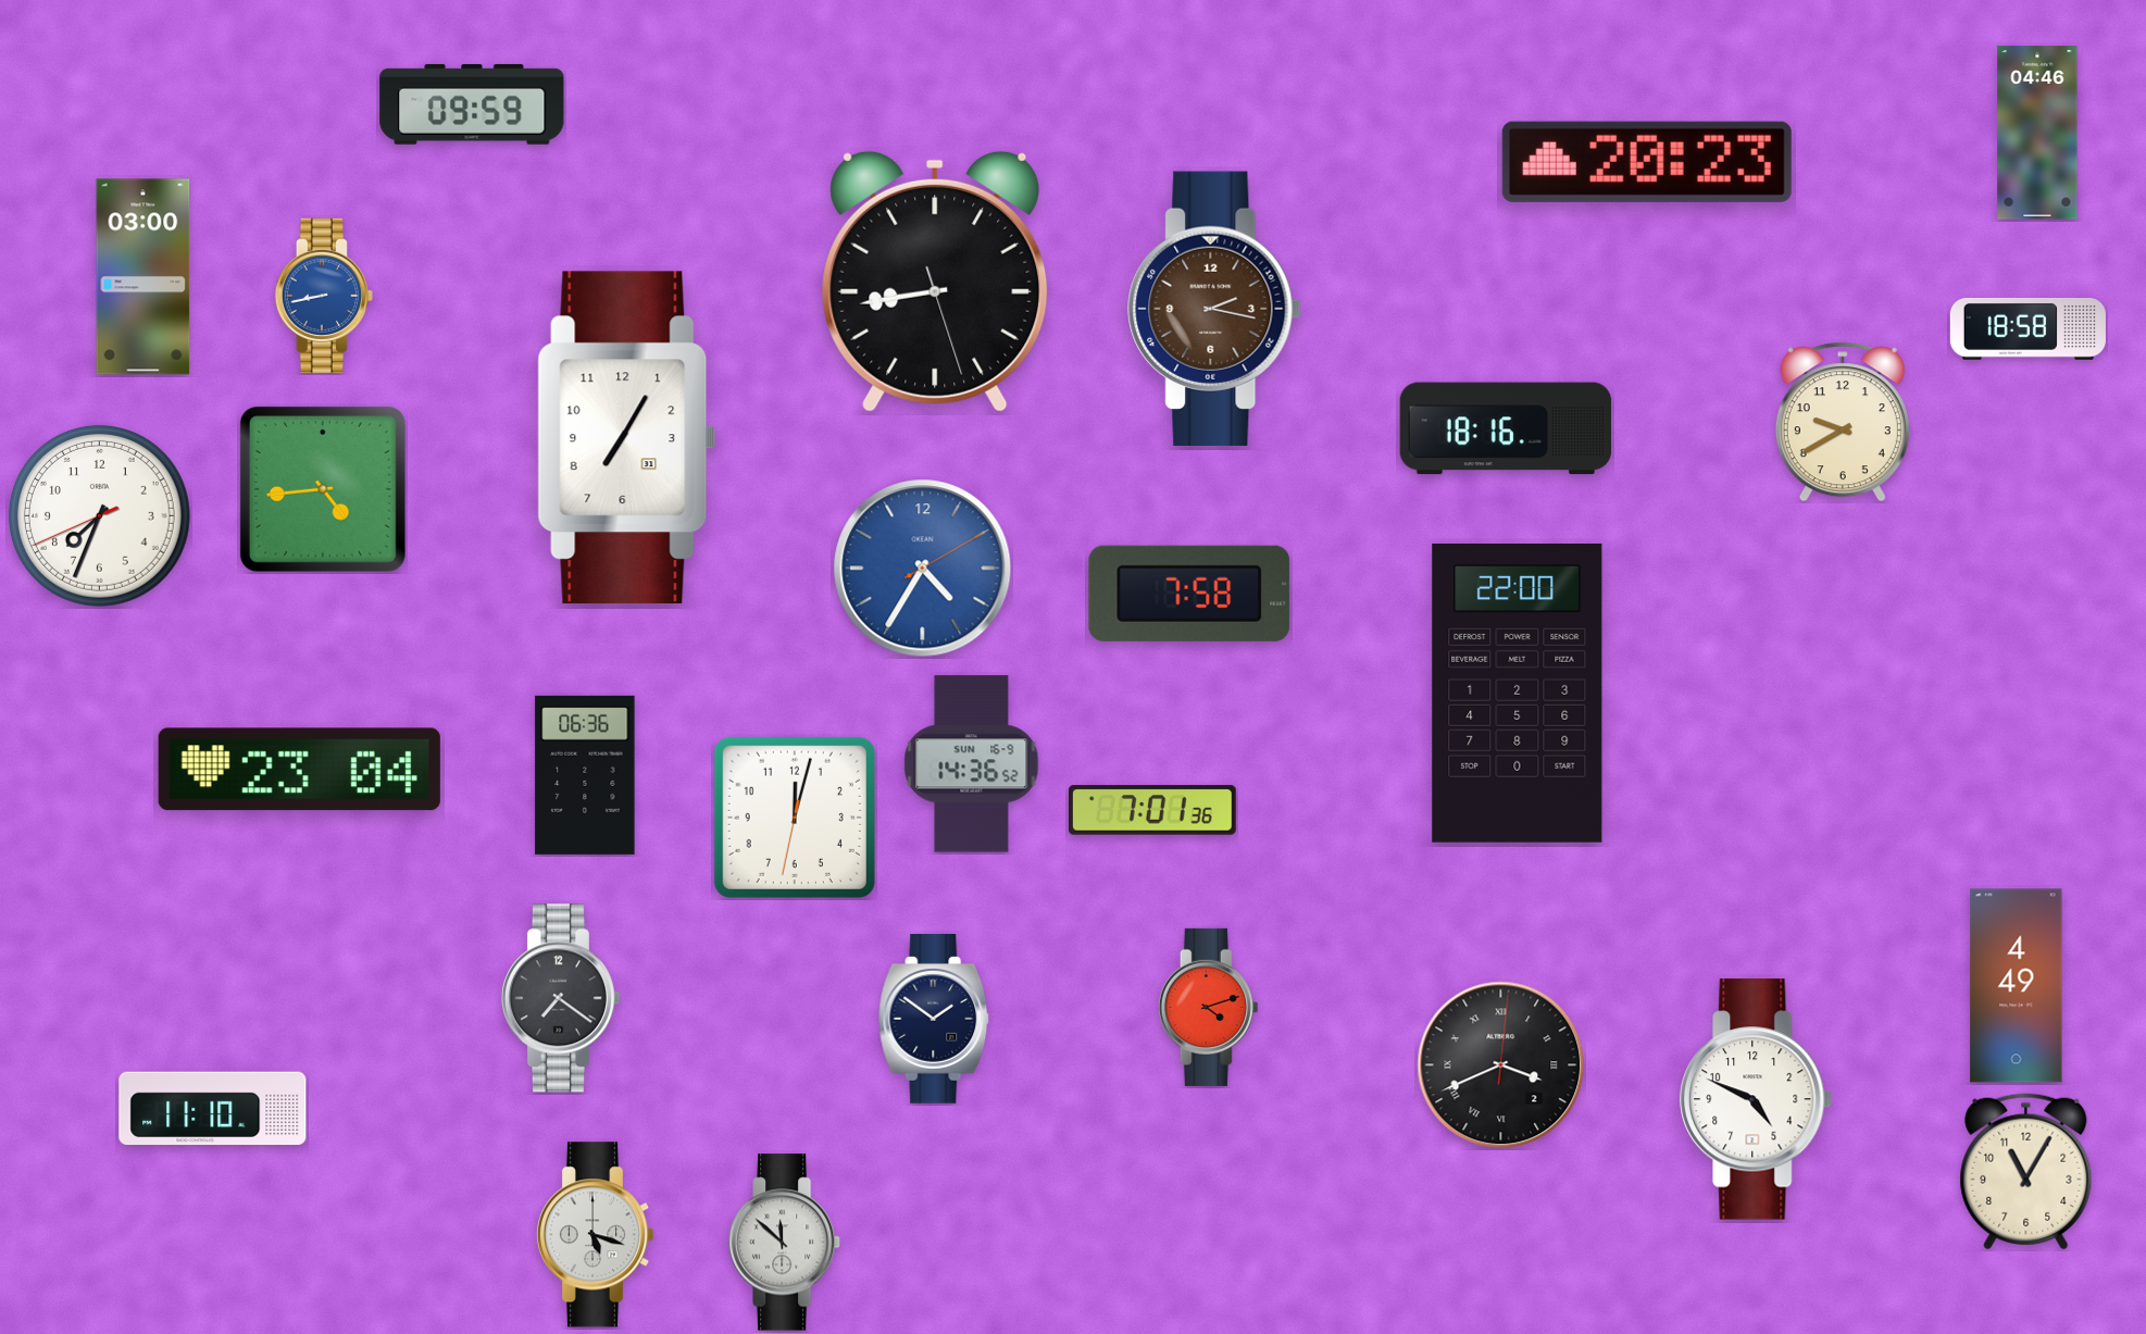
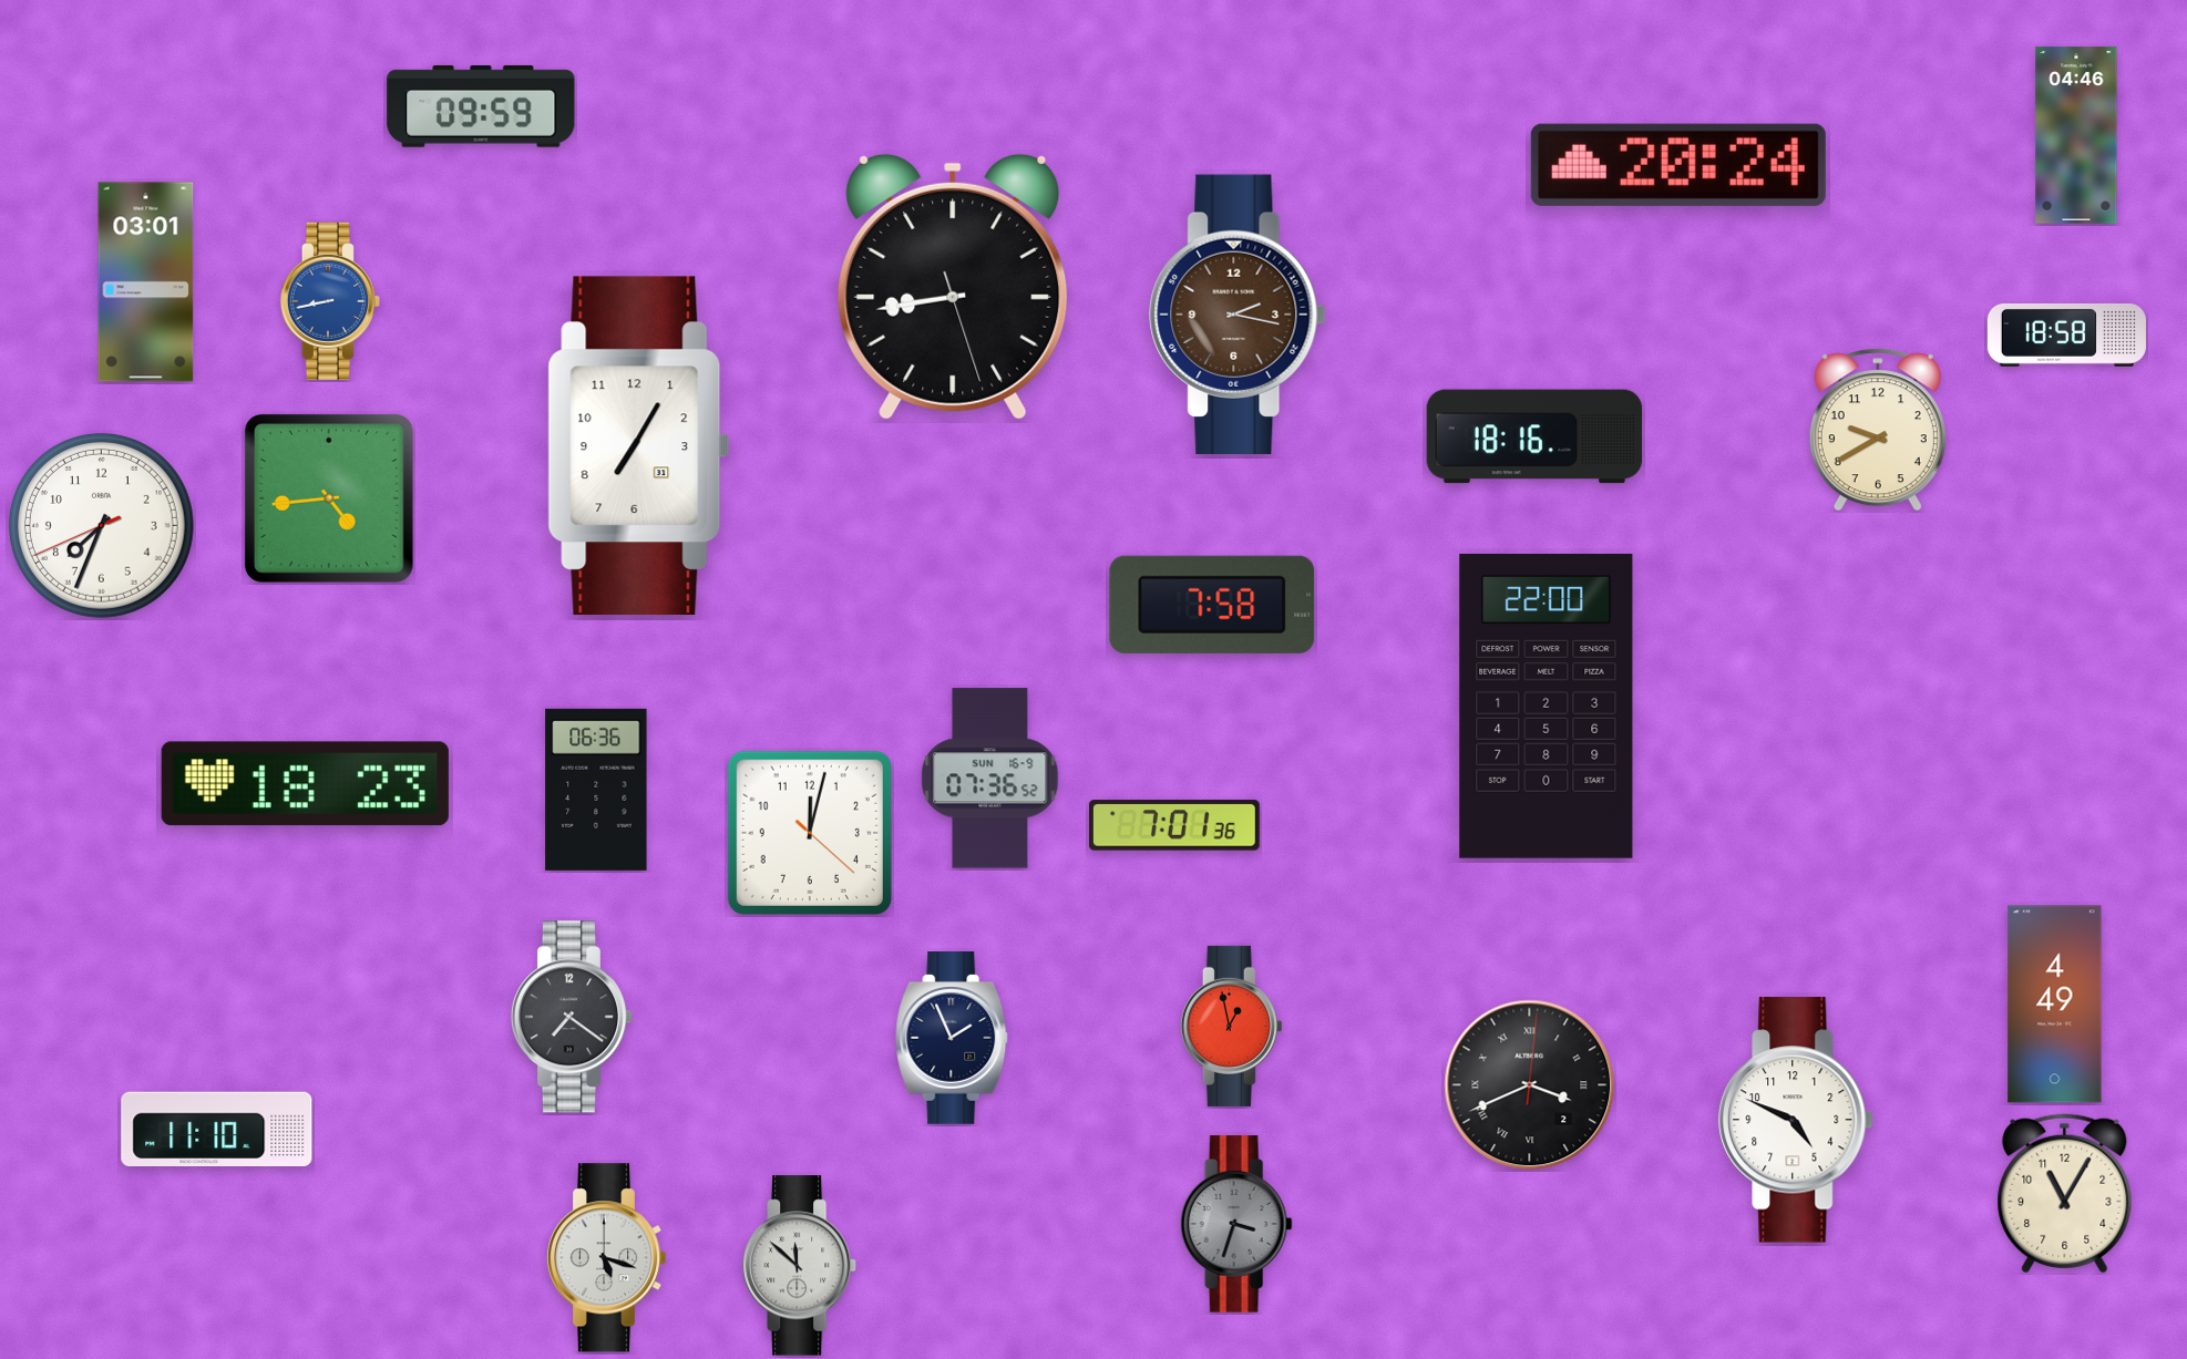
clock at (1647, 162): 20:23 -> 20:24
clock at (144, 277): 03:00 -> 03:01
clock at (923, 569): 4:35 -> none
clock at (972, 764): 14:36 -> 07:36
clock at (299, 770): 23:04 -> 18:23
clock at (795, 818): 12:02:32 -> 12:02:22
clock at (1208, 1007): 4:12 -> 12:58
clock at (935, 1020): 1:51 -> 1:56
clock at (1757, 1099) position: (1757, 1099) -> (1797, 1120)
clock at (1236, 1224): none -> 3:33
